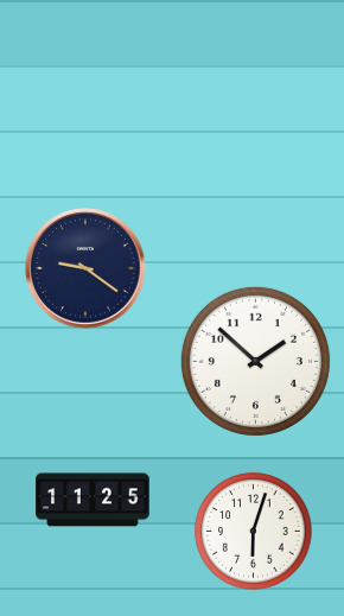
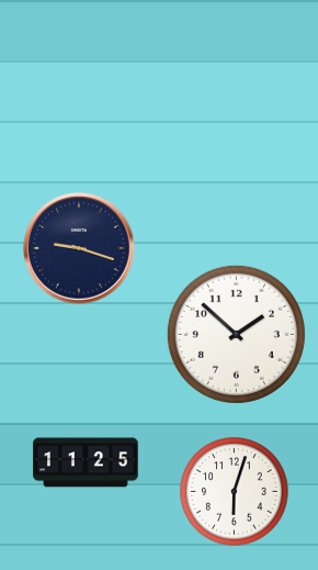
clock at (85, 268): 9:21 -> 9:18
